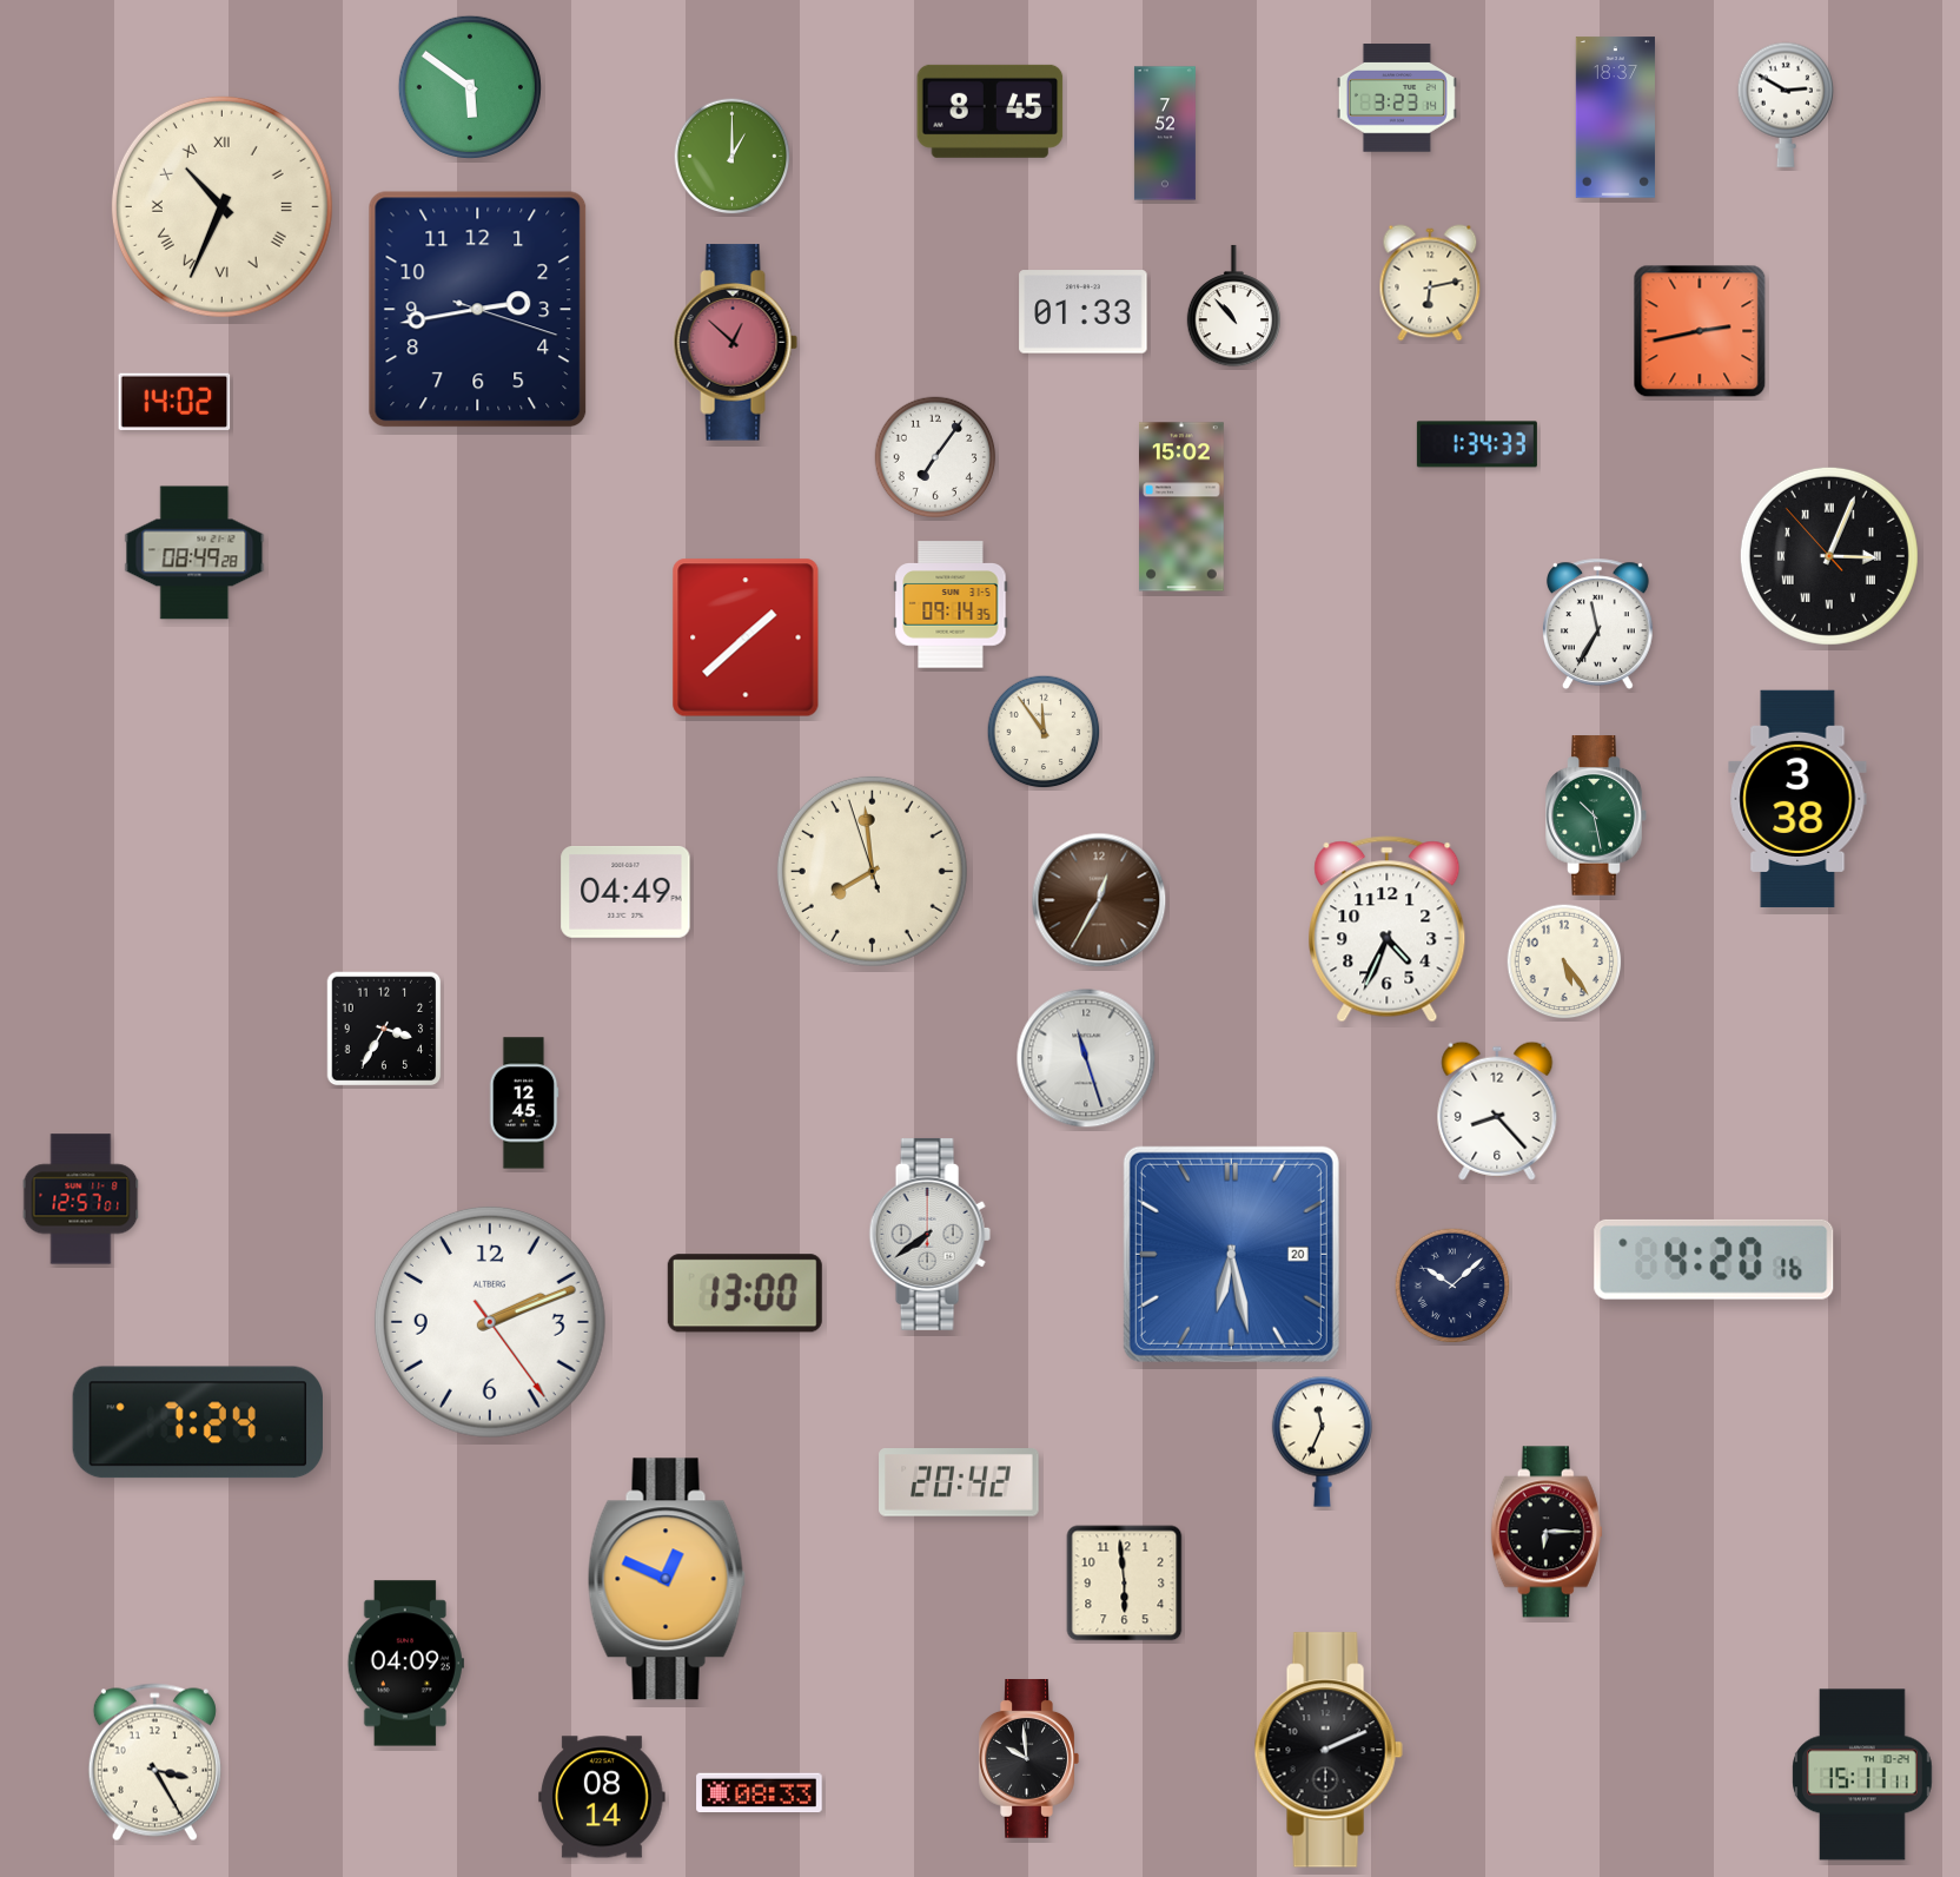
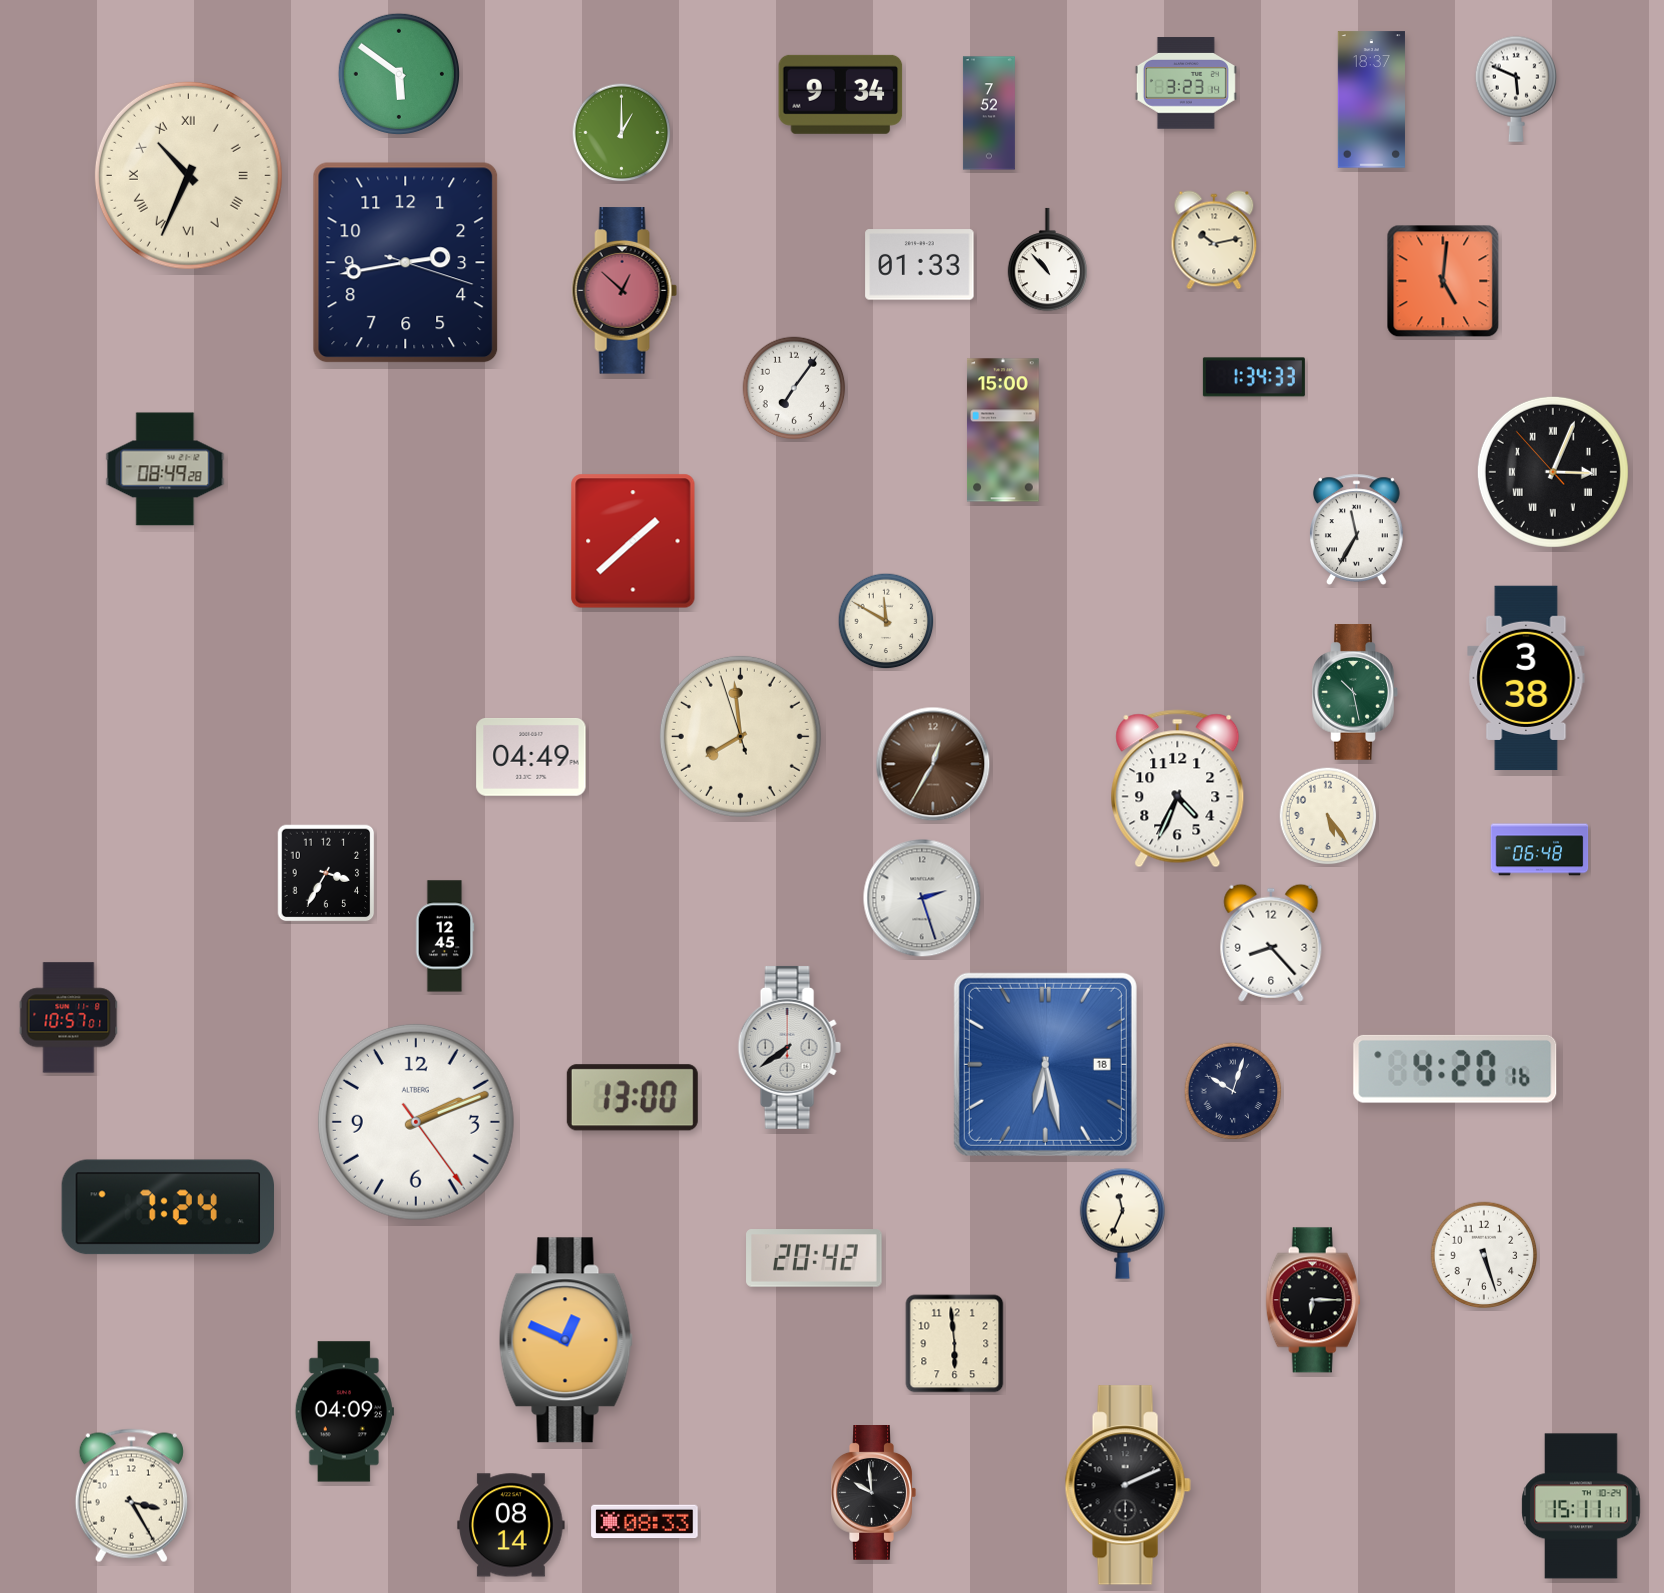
clock at (1784, 105): 2:50 -> 5:49
clock at (991, 111): 8:45 -> 9:34
clock at (1430, 283): 6:13 -> 10:13
clock at (1700, 331): 2:43 -> 5:01
clock at (174, 401): 14:02 -> none
clock at (1181, 507): 15:02 -> 15:00
clock at (951, 604): 09:14 -> none
clock at (1044, 732): 11:54 -> 11:50
clock at (872, 871) position: (872, 871) -> (740, 736)
clock at (1540, 850): none -> 06:48
clock at (1086, 1058): 11:27 -> 2:27
clock at (81, 1199): 12:57 -> 10:57
clock at (1231, 1254) date: 20 -> 18
clock at (1452, 1286): 10:08 -> 10:03
clock at (1484, 1255): none -> 5:27
